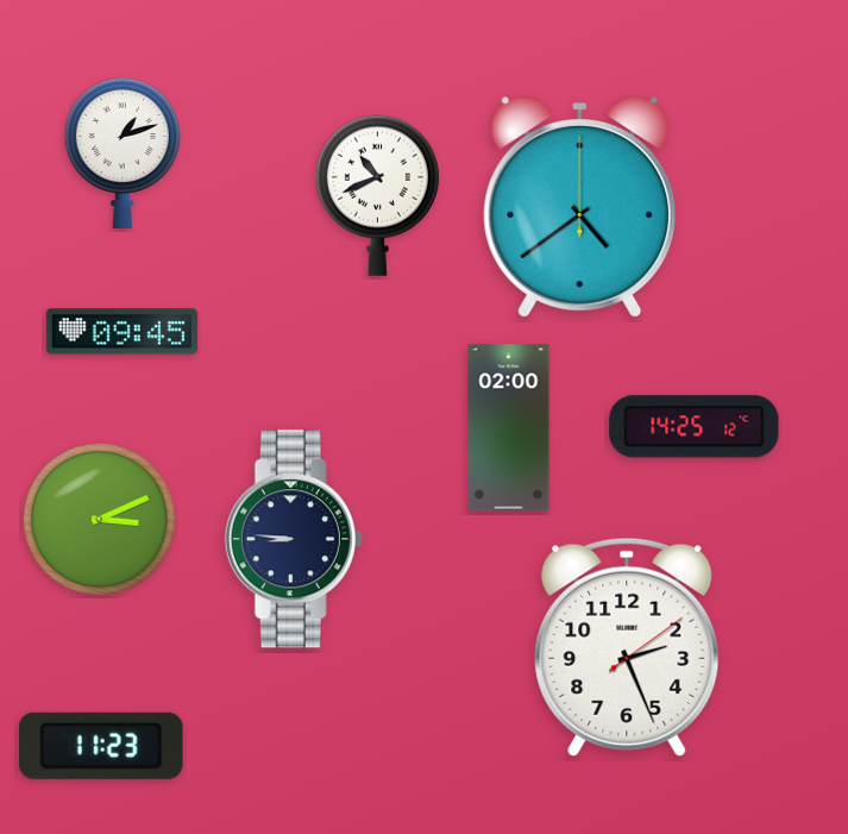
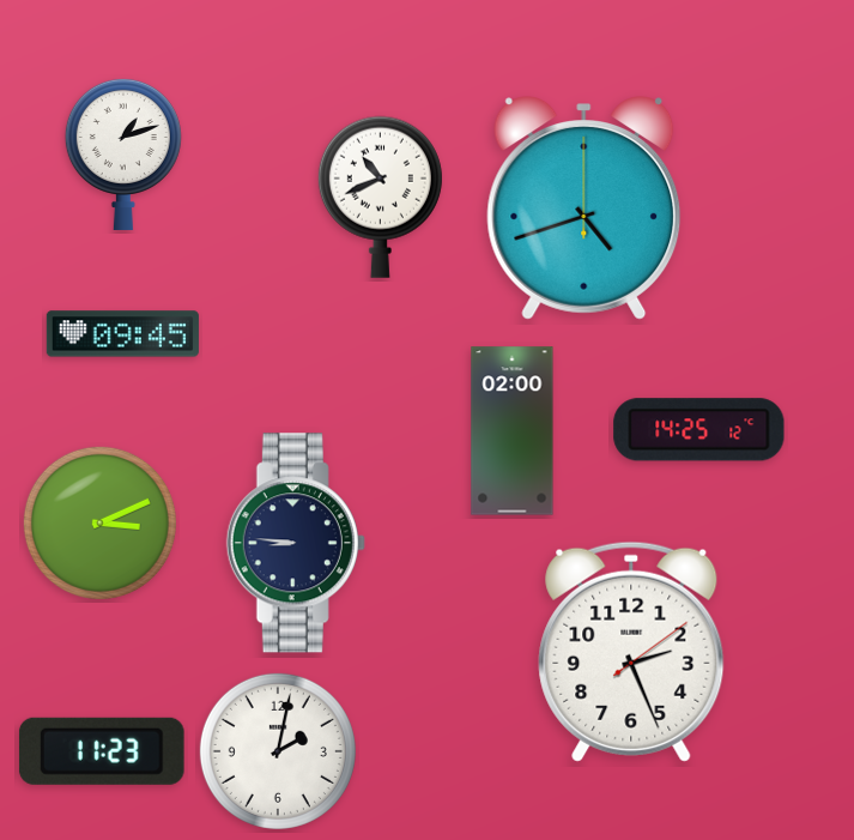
clock at (580, 207): 4:39 -> 4:42
clock at (278, 751): none -> 2:02
